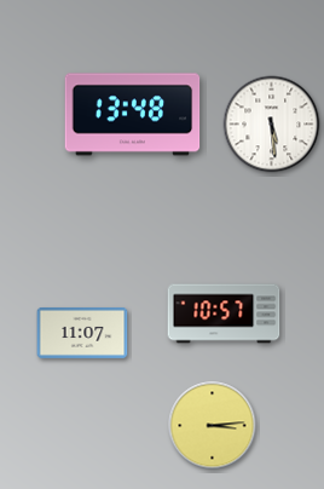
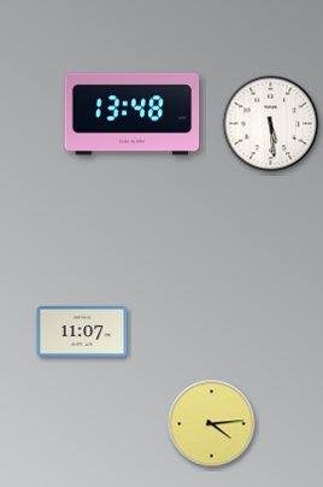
clock at (224, 313): 10:57 -> none
clock at (213, 426): 3:14 -> 4:14
